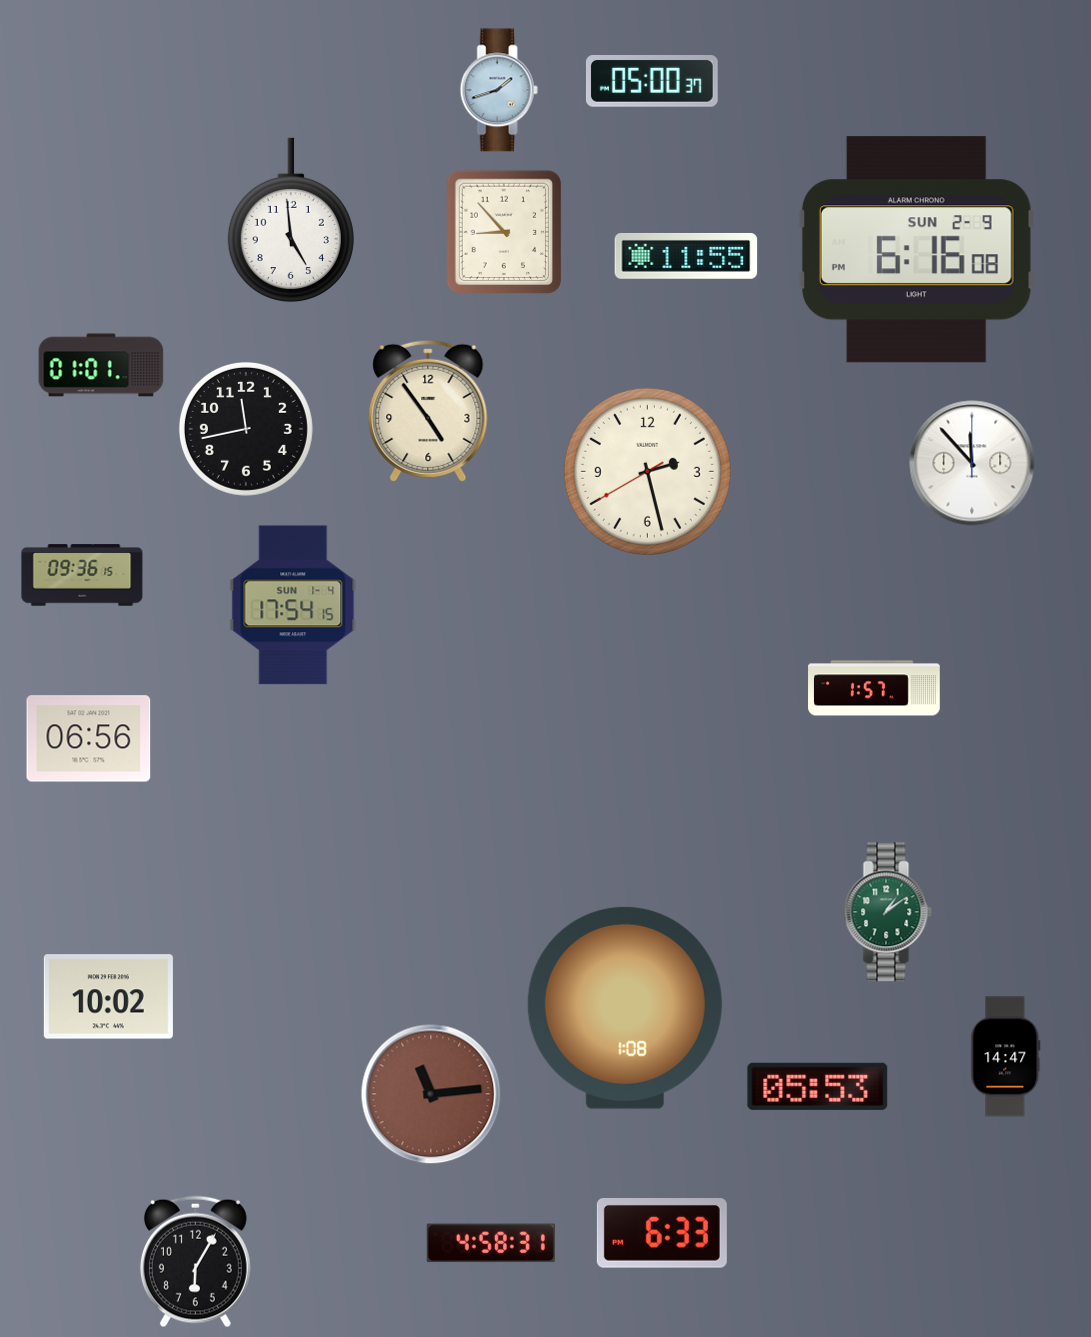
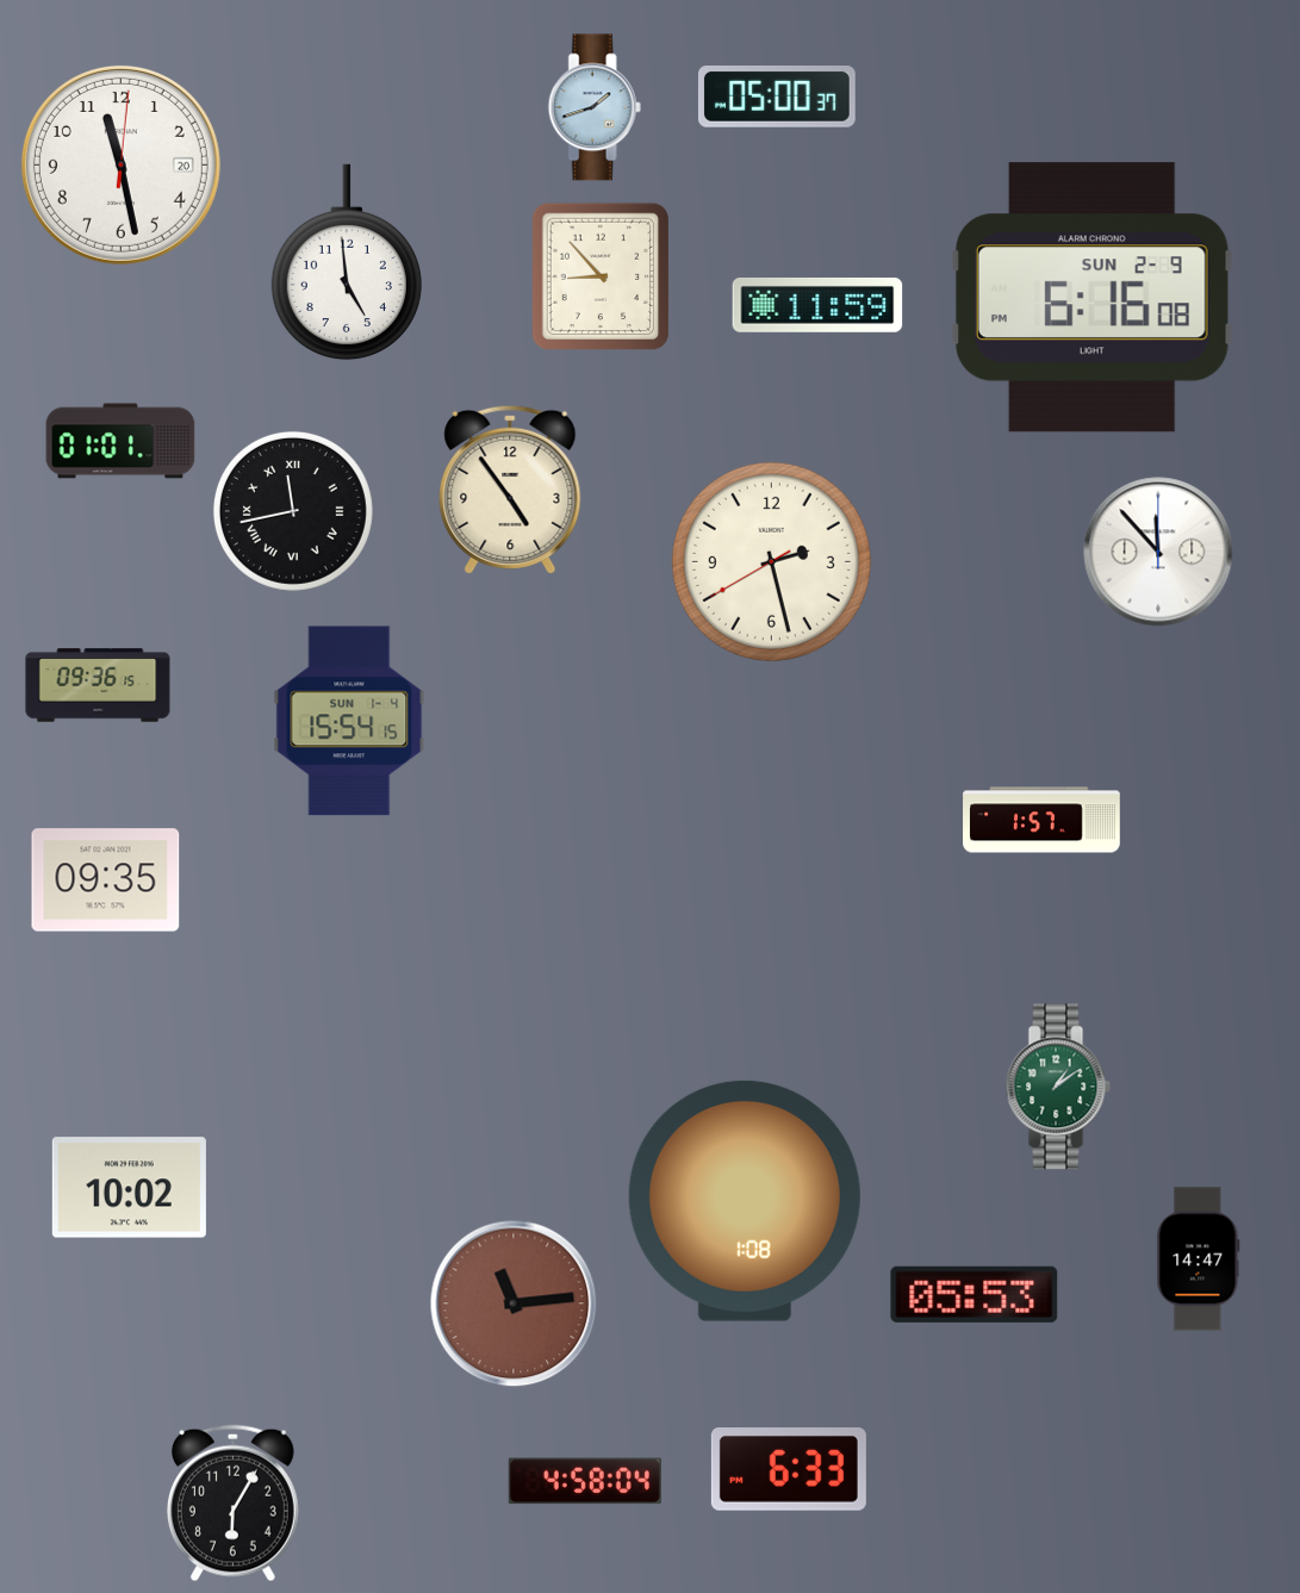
clock at (120, 164): none -> 11:28
clock at (686, 256): 11:55 -> 11:59
clock at (101, 365) position: (101, 365) -> (120, 441)
clock at (246, 429) numerals: Arabic -> Roman
clock at (293, 605): 17:54 -> 15:54
clock at (89, 739): 06:56 -> 09:35
clock at (491, 1243): 4:58:31 -> 4:58:04
